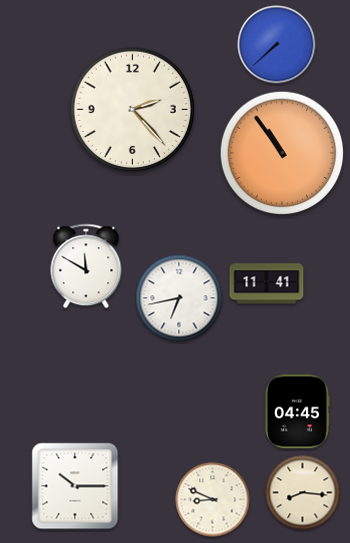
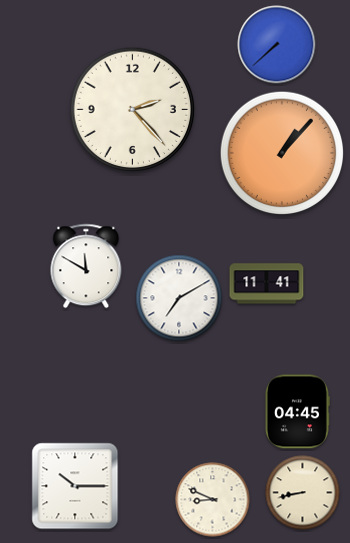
clock at (282, 153): 10:54 -> 1:07
clock at (179, 298): 6:43 -> 7:10
clock at (303, 493): 8:16 -> 8:43
